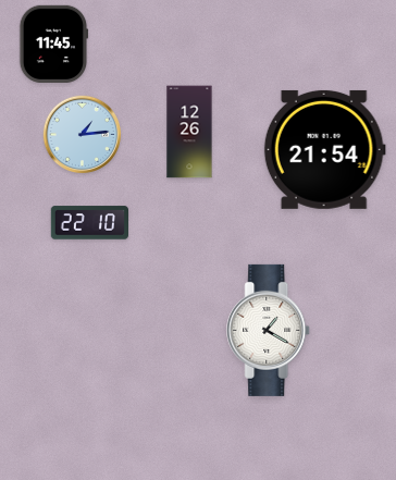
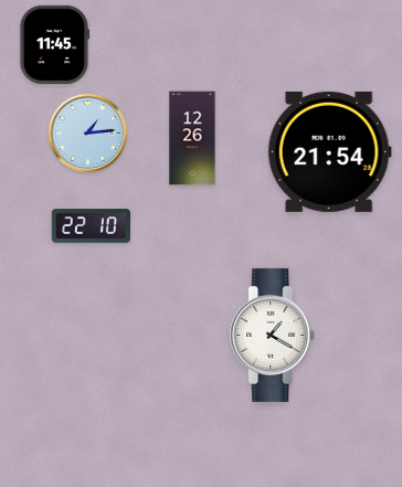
clock at (189, 132) position: (189, 132) -> (192, 138)
clock at (83, 135) position: (83, 135) -> (88, 134)
